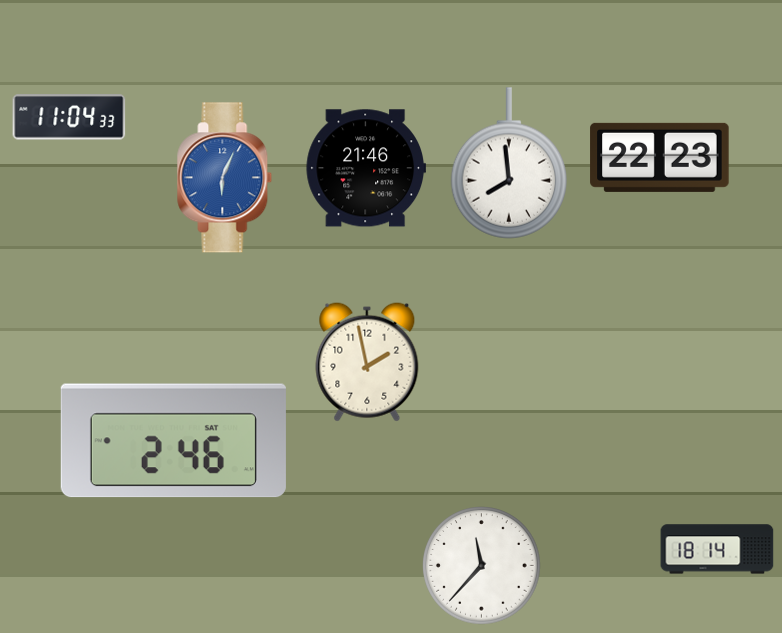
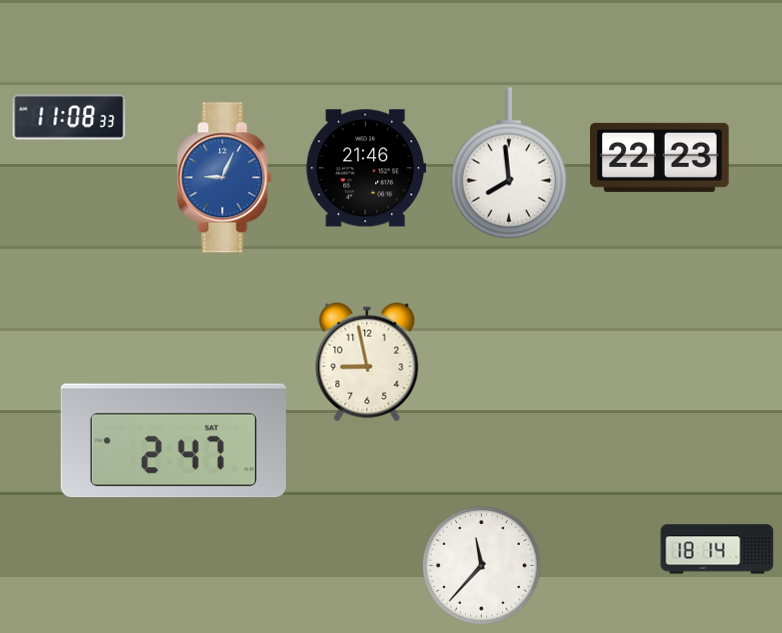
clock at (69, 117): 11:04 -> 11:08
clock at (225, 178): 6:04 -> 9:04
clock at (367, 362): 1:58 -> 8:58
clock at (173, 441): 2:46 -> 2:47
